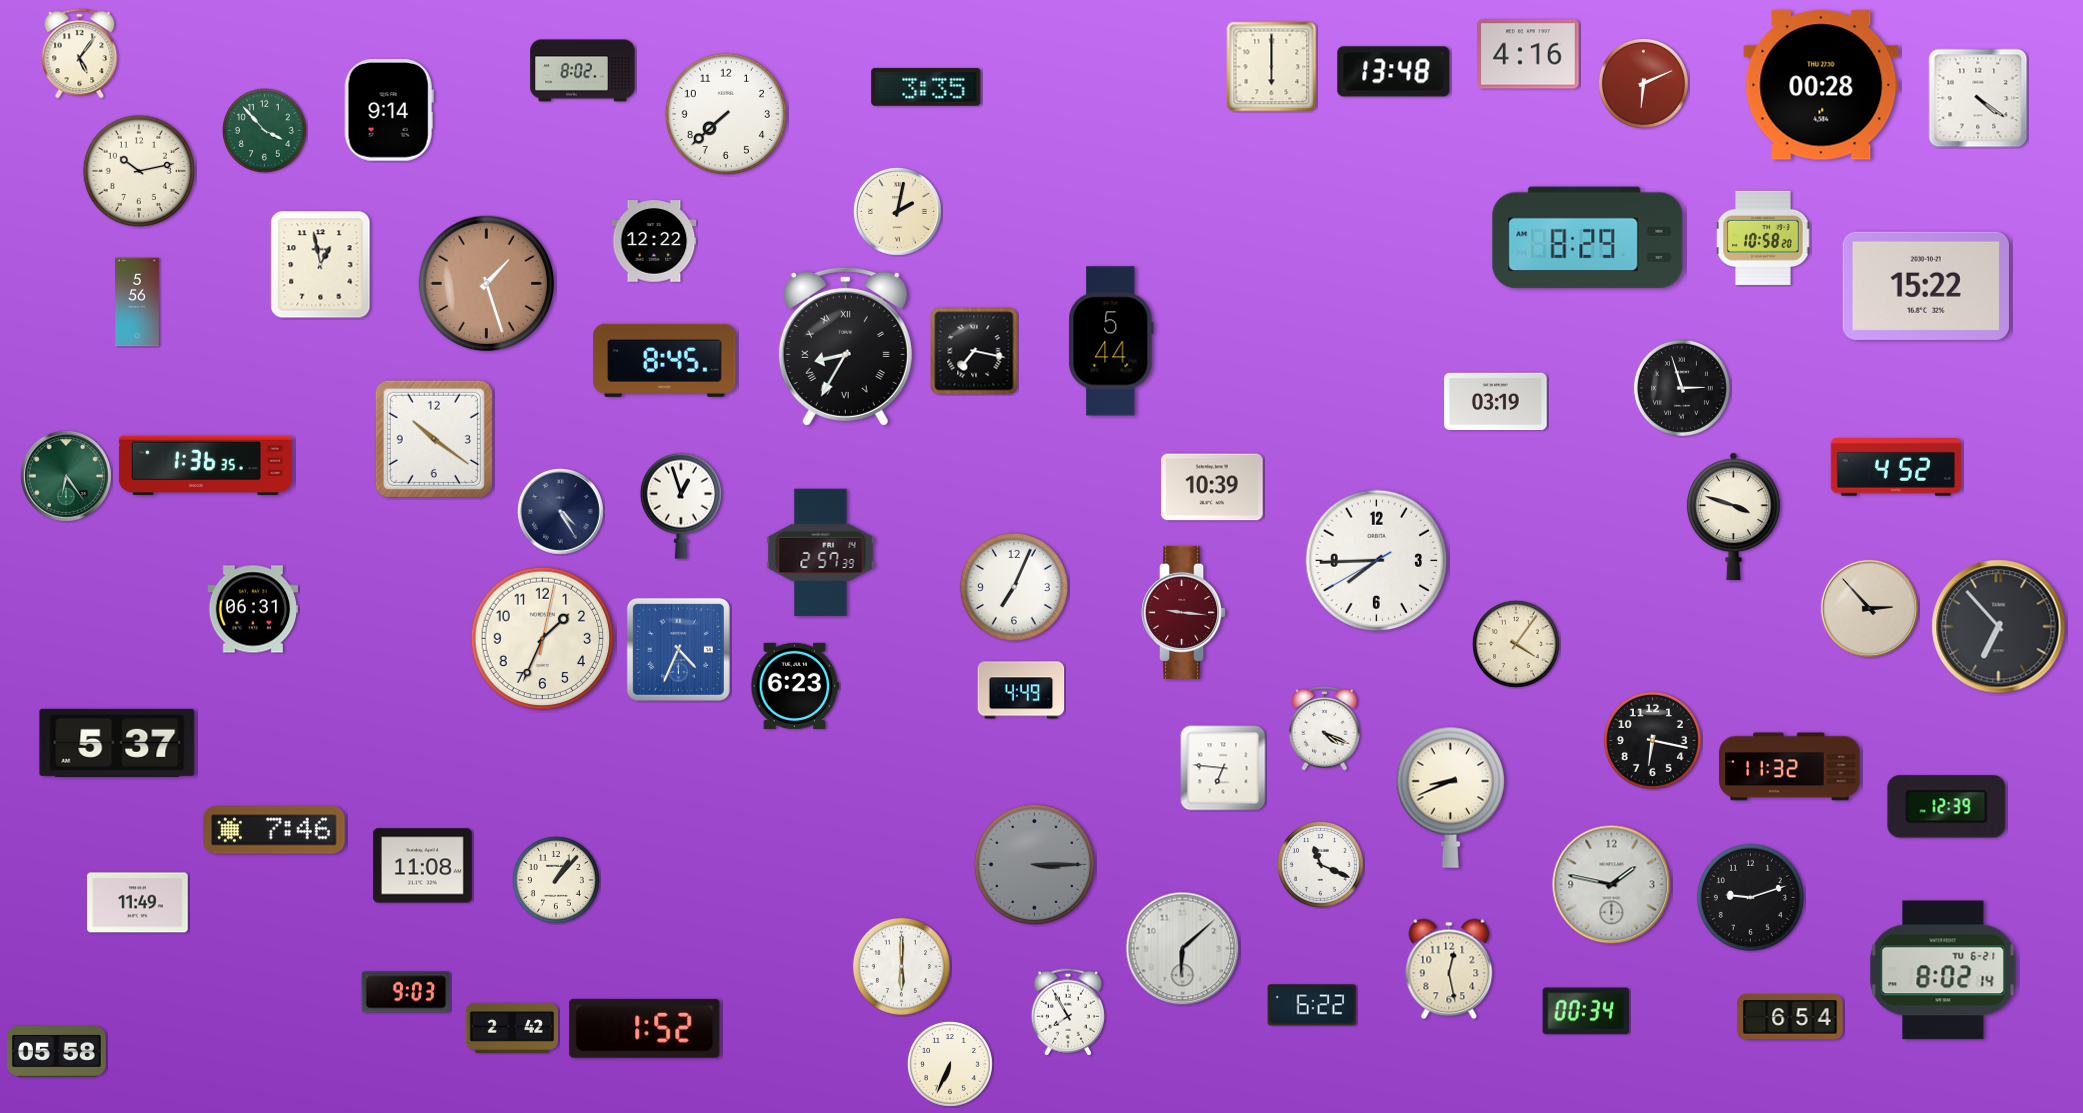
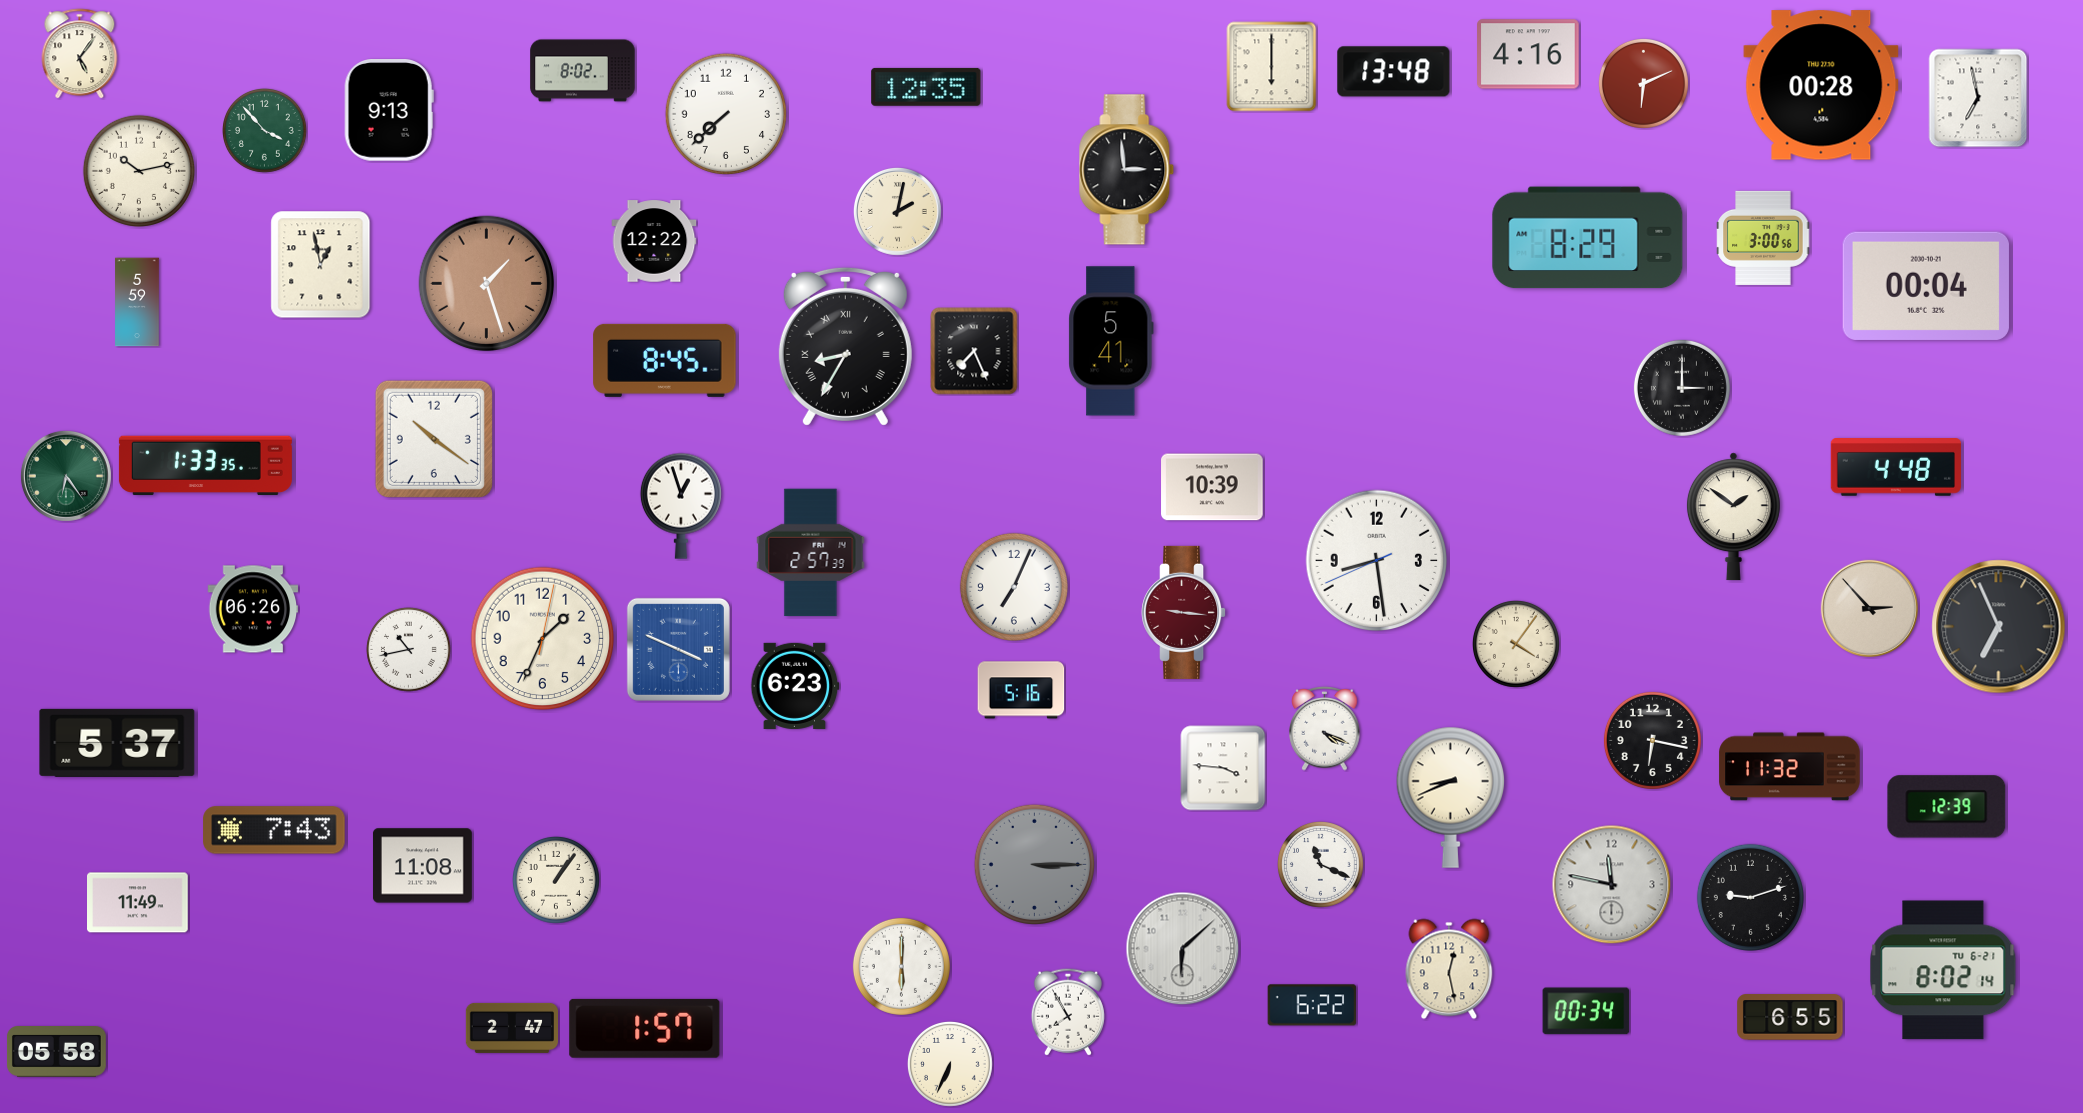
clock at (926, 87): 3:35 -> 12:35
clock at (1978, 98): 4:21 -> 6:58
clock at (389, 111): 9:14 -> 9:13
clock at (1127, 170): none -> 2:59
clock at (1763, 238): 10:58 -> 3:00
clock at (1926, 286): 15:22 -> 00:04
clock at (137, 302): 5:56 -> 5:59
clock at (1111, 341): 5:44 -> 5:41
clock at (974, 351): 7:17 -> 7:26
clock at (1682, 388): 2:57 -> 3:00
clock at (1496, 402): 03:19 -> none
clock at (205, 466): 1:36 -> 1:33
clock at (1896, 468): 4:52 -> 4:48
clock at (561, 512): 4:25 -> none
clock at (1733, 517): 3:48 -> 1:51
clock at (821, 553) position: (821, 553) -> (811, 553)
clock at (1377, 561): 7:44 -> 8:28
clock at (253, 609): 06:31 -> 06:26
clock at (1999, 627): 6:53 -> 6:56
clock at (678, 649): 4:34 -> 3:49
clock at (409, 650): none -> 10:43
clock at (1021, 690): 4:49 -> 5:16
clock at (1223, 768): 6:46 -> 3:46
clock at (274, 830): 7:46 -> 7:43
clock at (556, 880): 1:07 -> 1:06
clock at (1612, 885): 1:47 -> 11:47
clock at (406, 992): 9:03 -> none
clock at (1790, 1017): 6:54 -> 6:55
clock at (511, 1028): 2:42 -> 2:47
clock at (645, 1028): 1:52 -> 1:57
